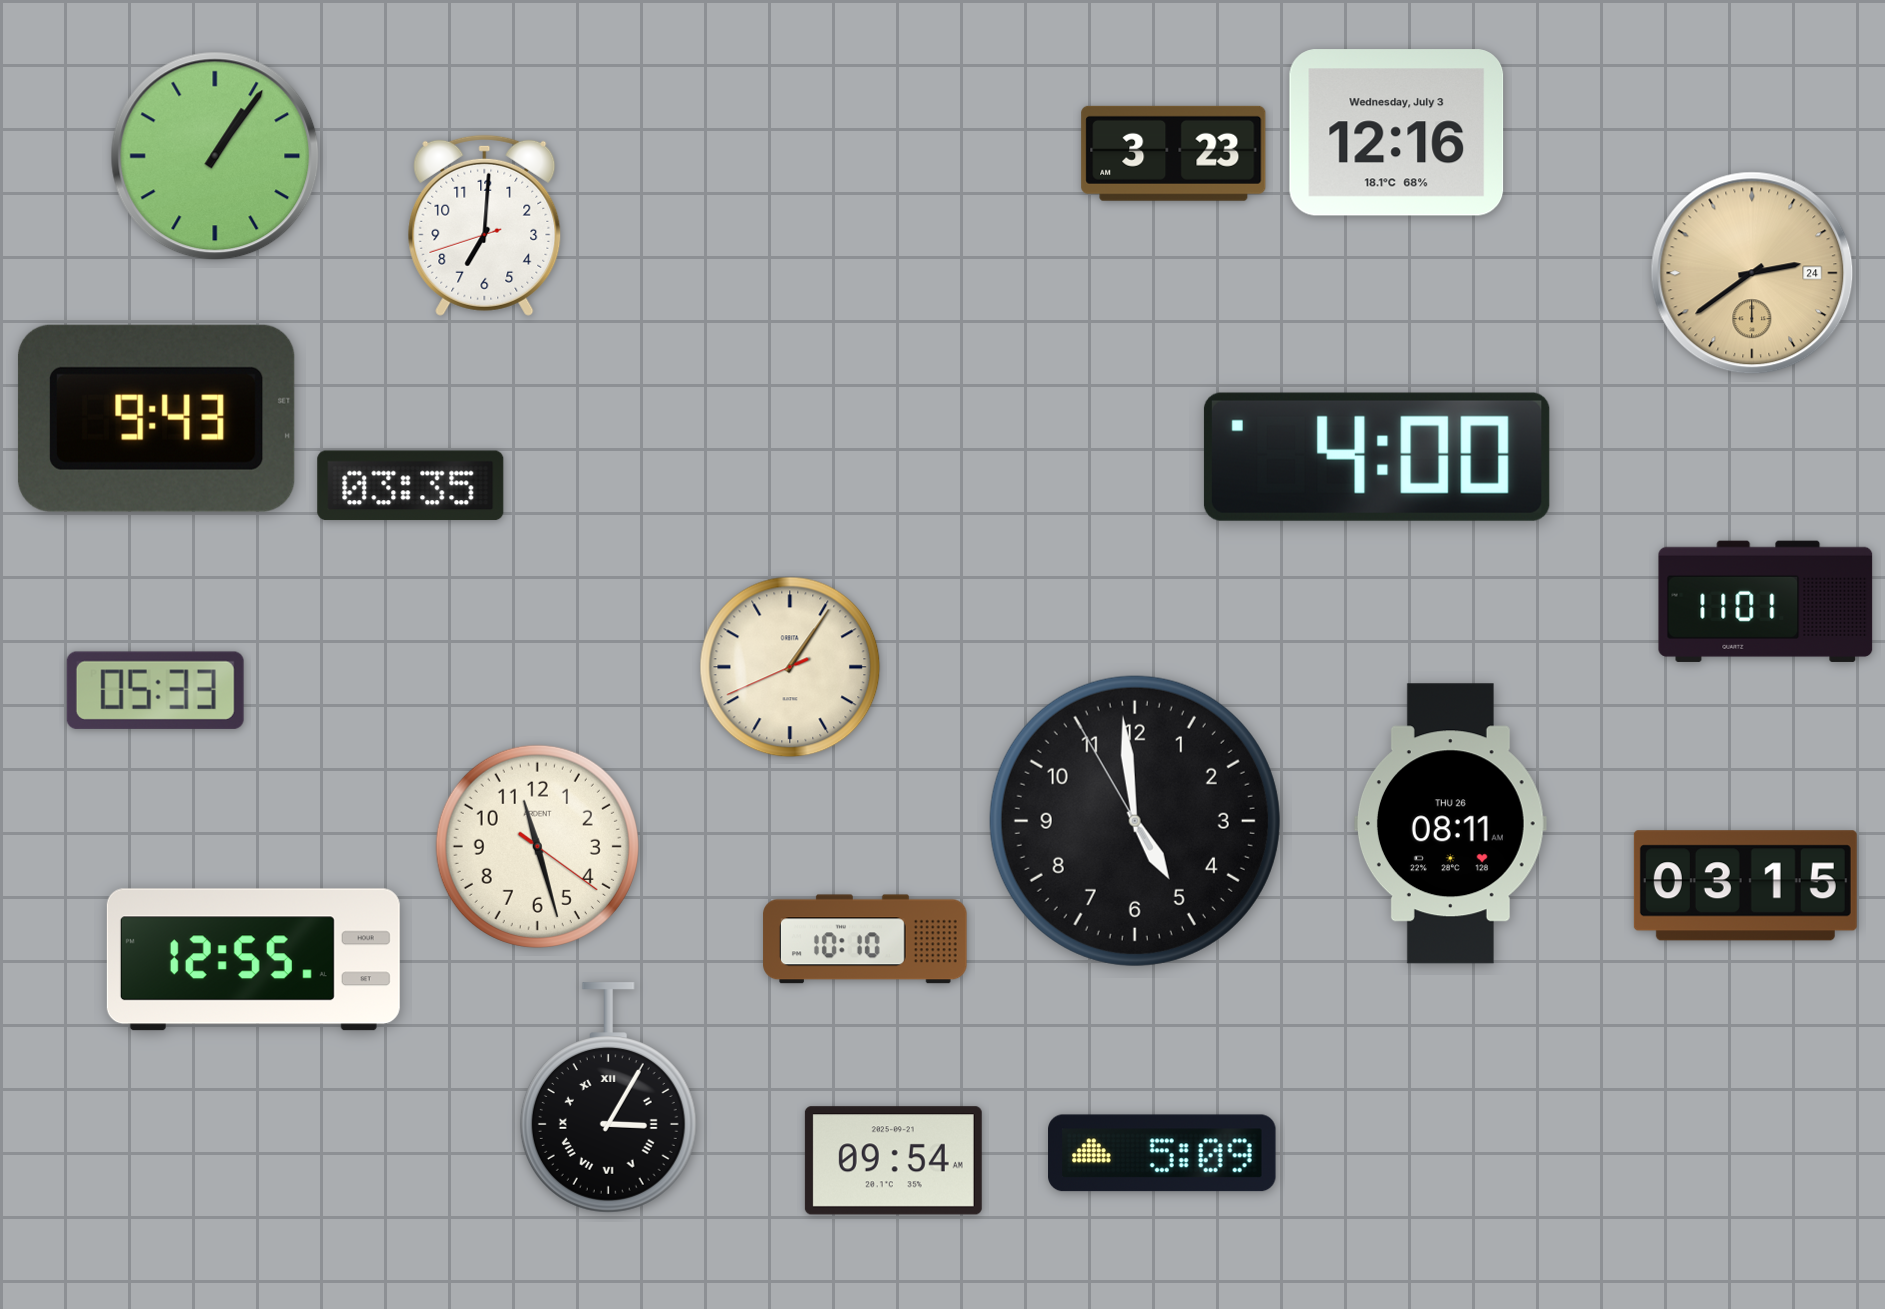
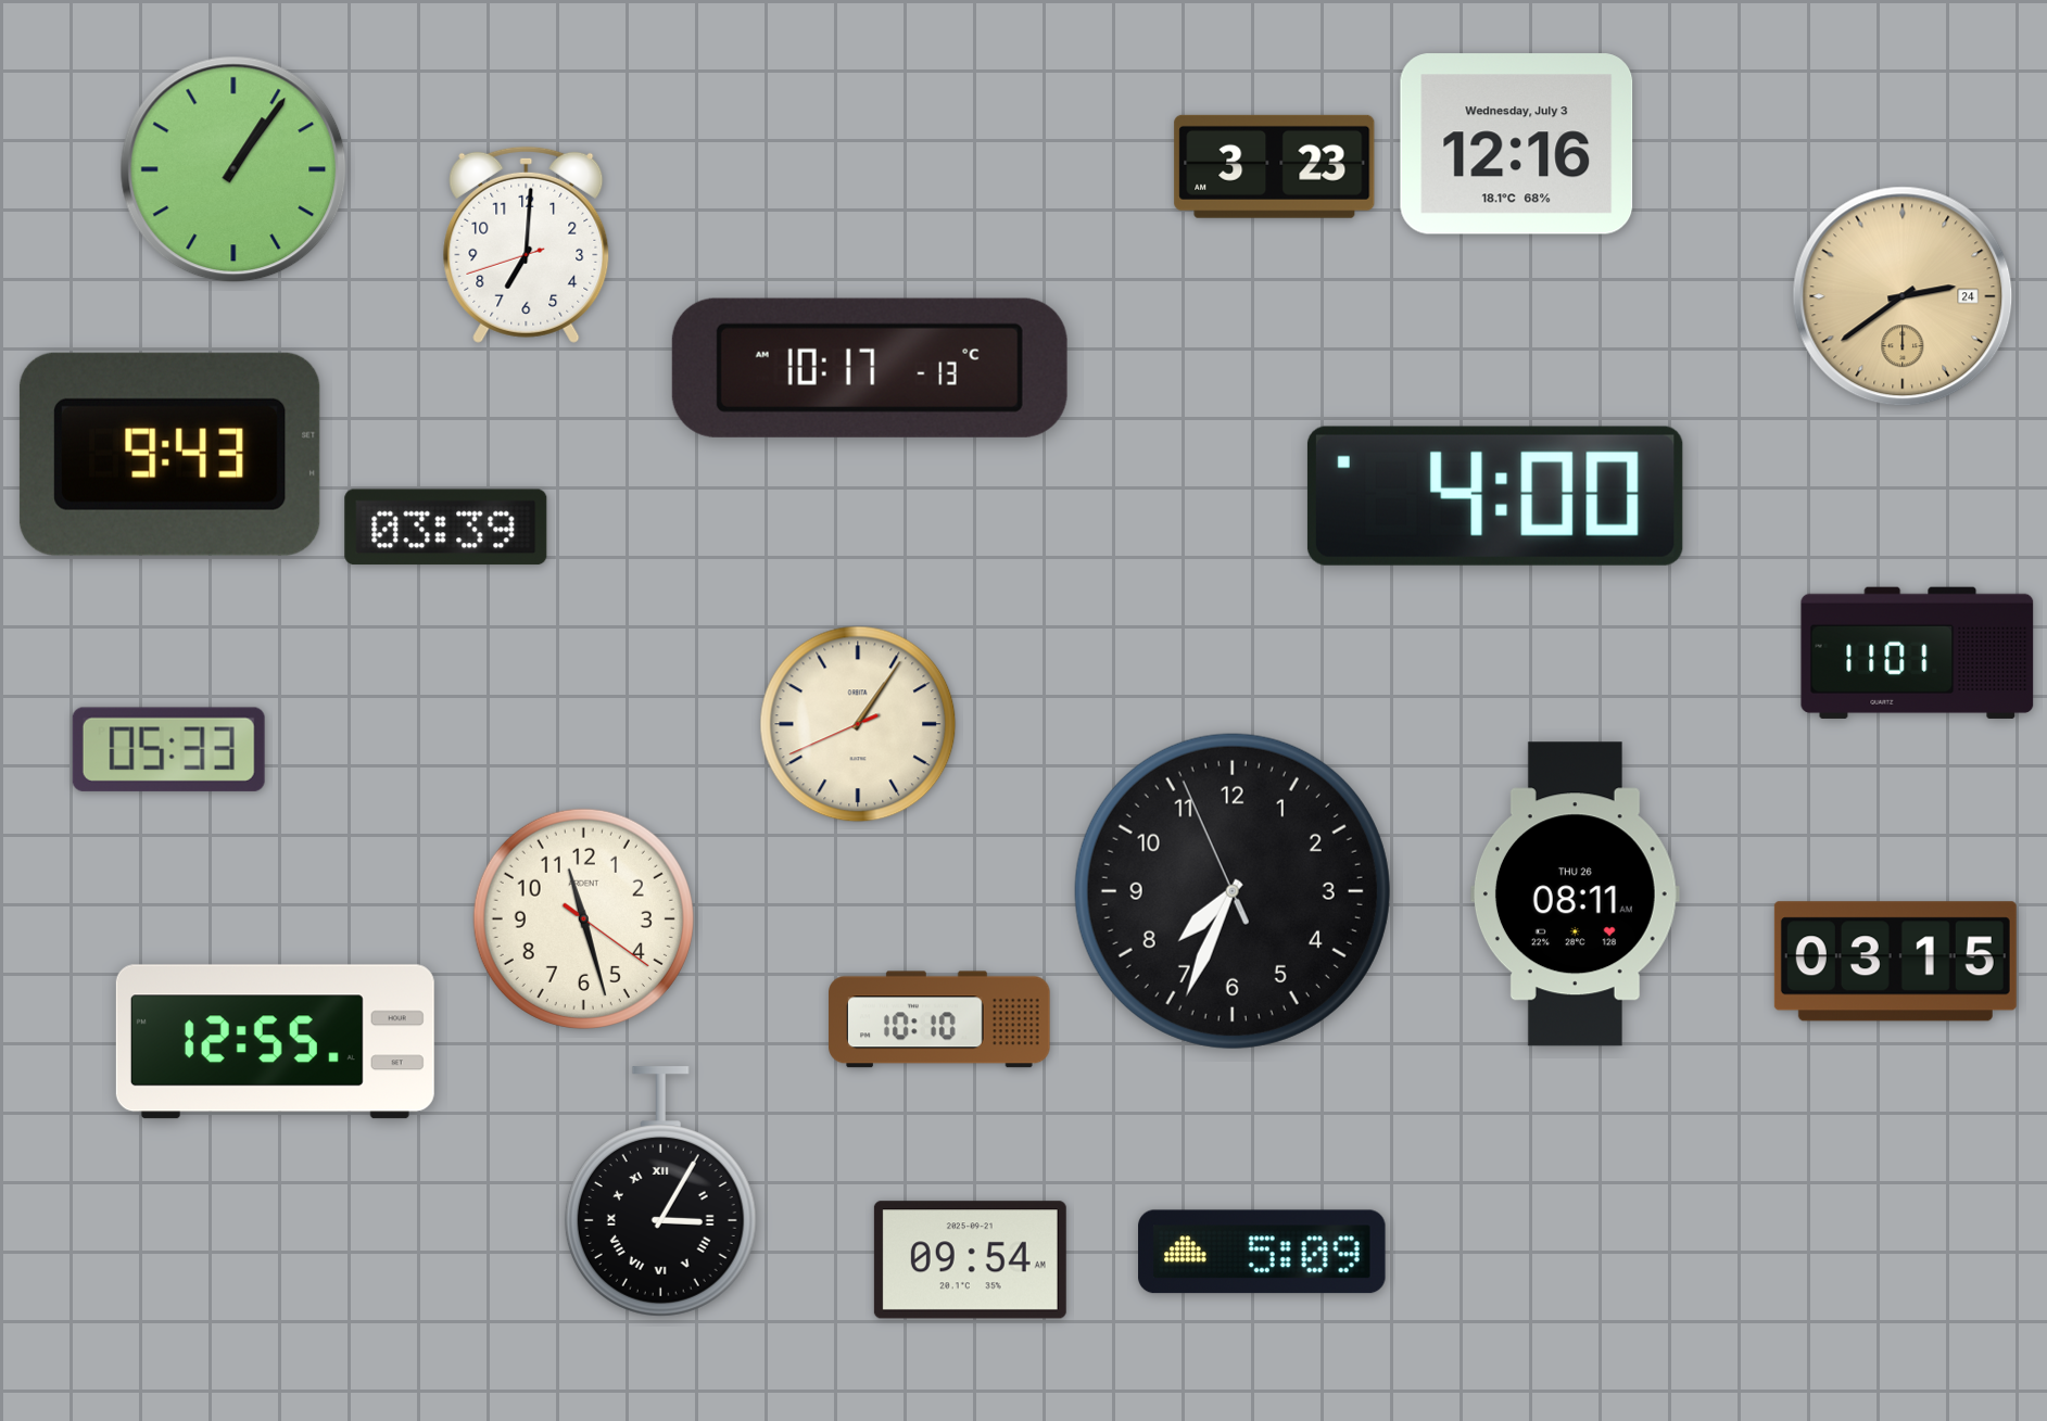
clock at (870, 368): none -> 10:17
clock at (411, 486): 03:35 -> 03:39
clock at (1135, 821): 4:58 -> 7:33
